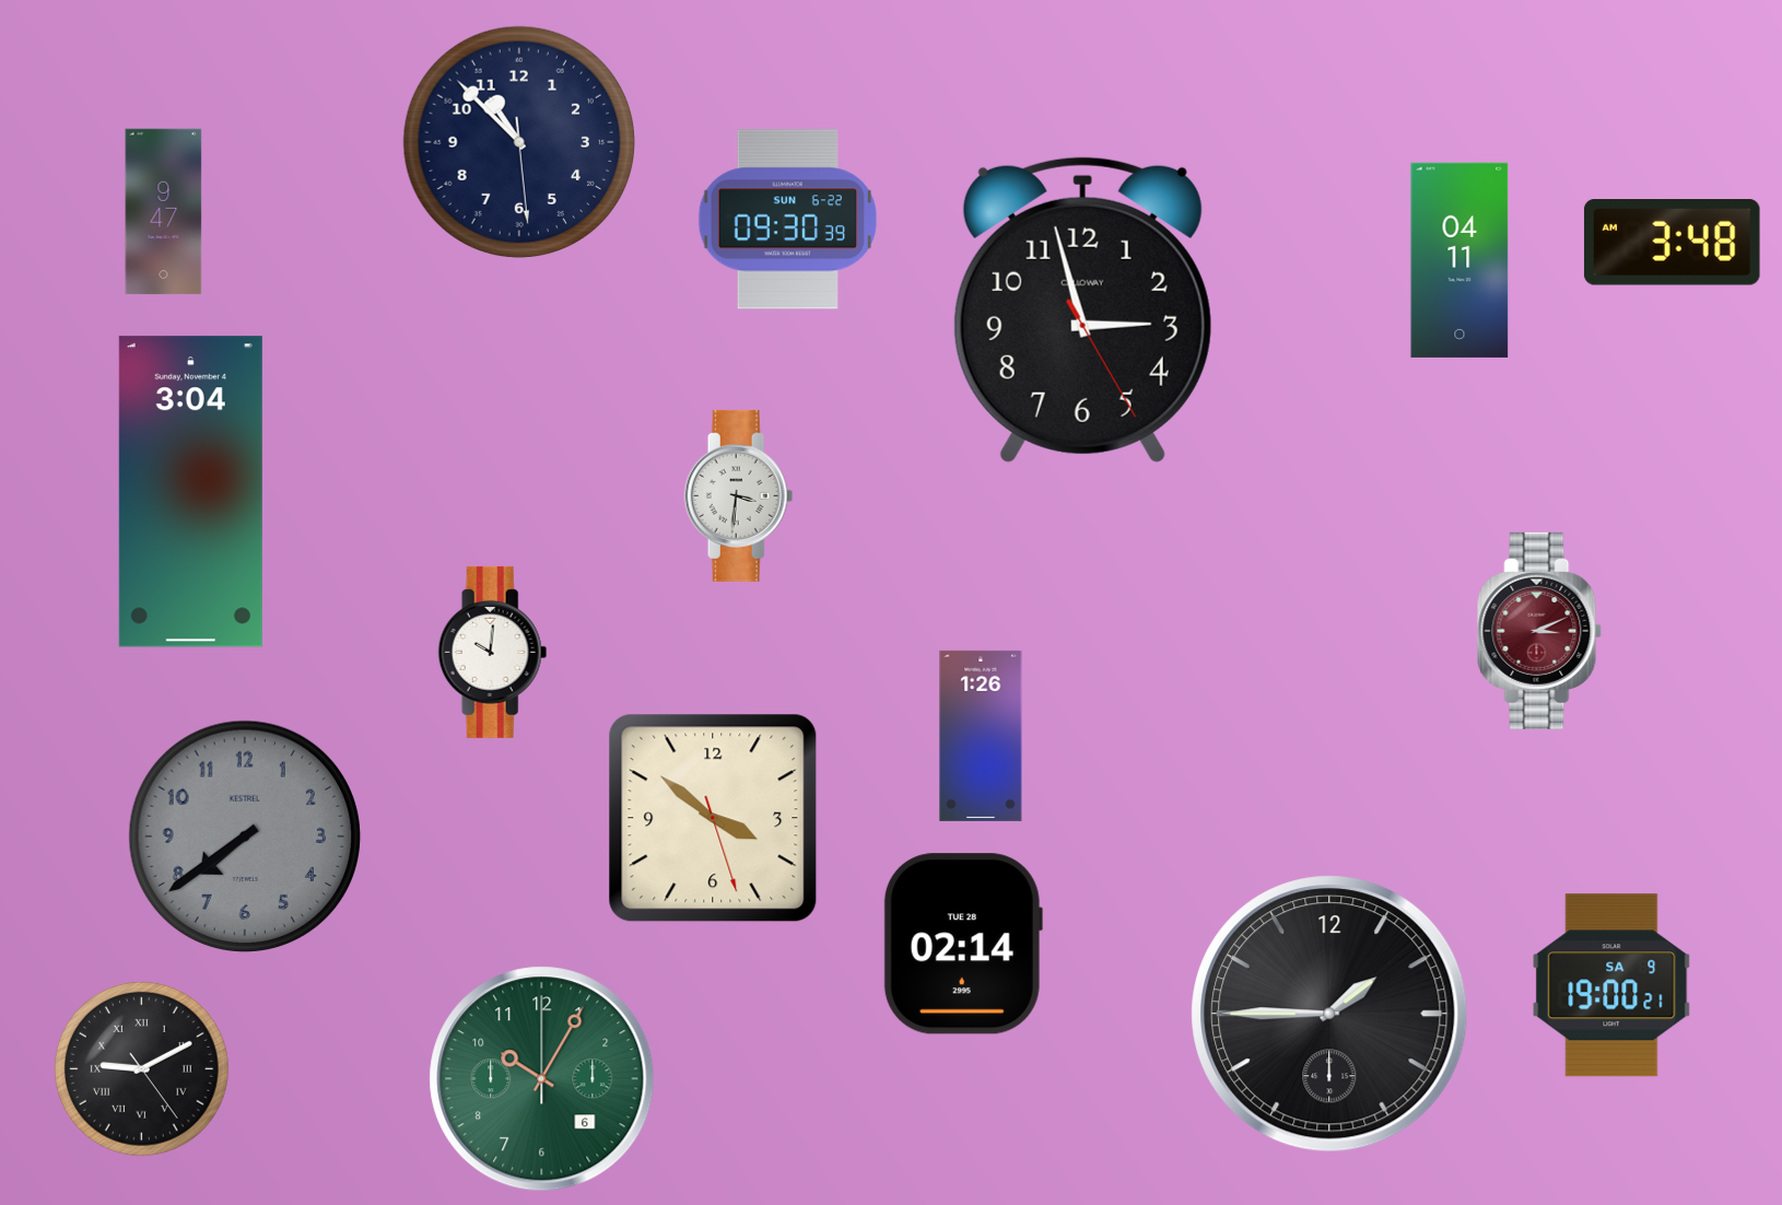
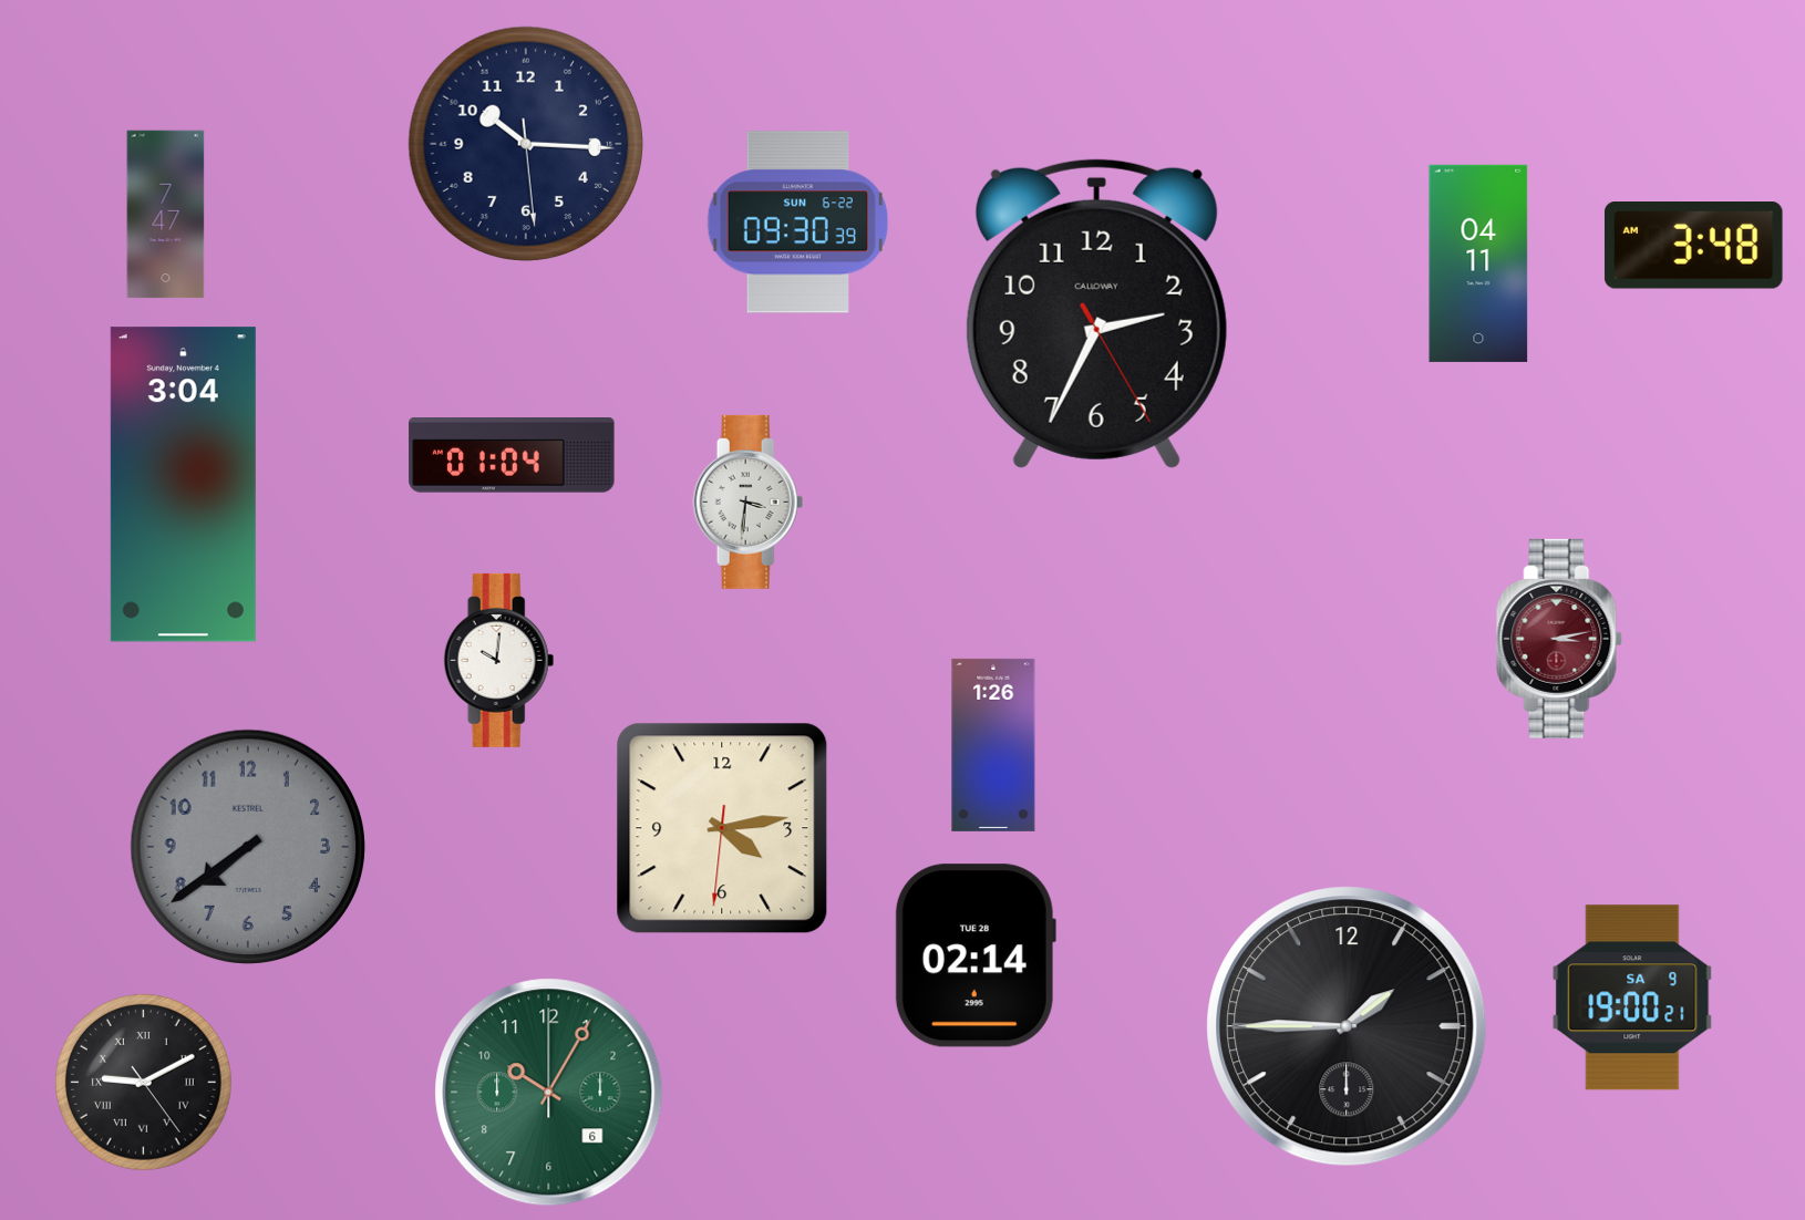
clock at (519, 142): 10:52 -> 10:15
clock at (164, 212): 9:47 -> 7:47
clock at (1082, 309): 2:57 -> 2:34
clock at (512, 456): none -> 01:04
clock at (190, 492) position: (190, 492) -> (183, 485)
clock at (1539, 631): 3:11 -> 3:13
clock at (713, 818): 3:51 -> 4:13
